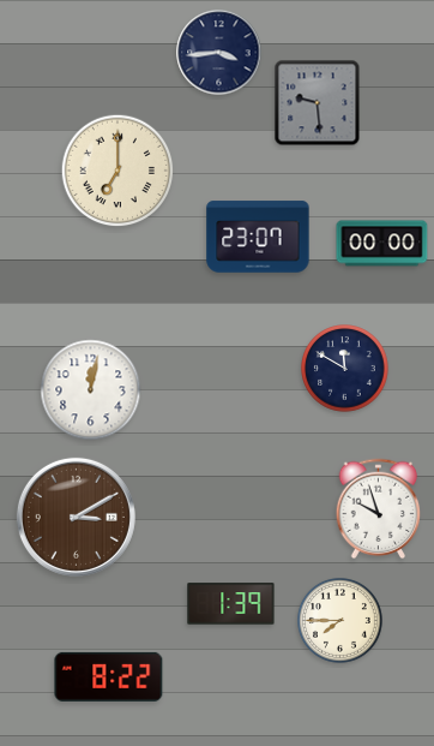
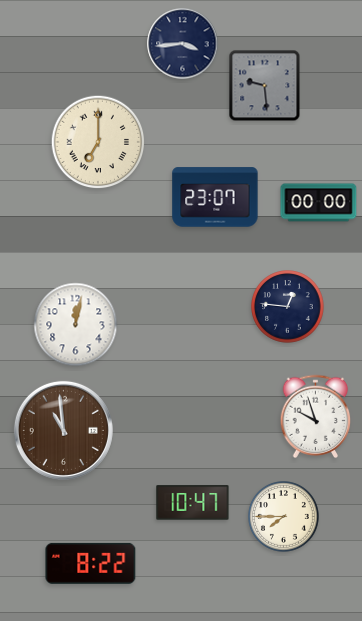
clock at (345, 369): 11:50 -> 12:46
clock at (379, 509) position: (379, 509) -> (316, 417)
clock at (76, 517): 3:10 -> 10:59
clock at (231, 604): 1:39 -> 10:47
